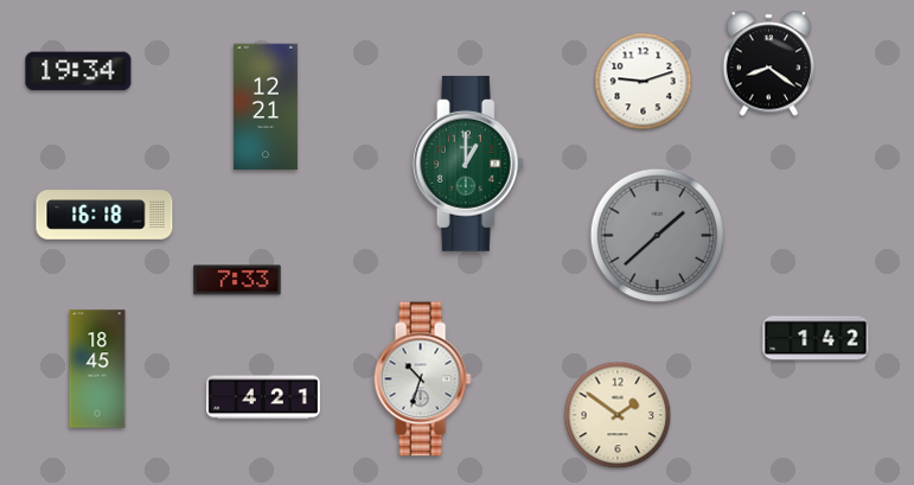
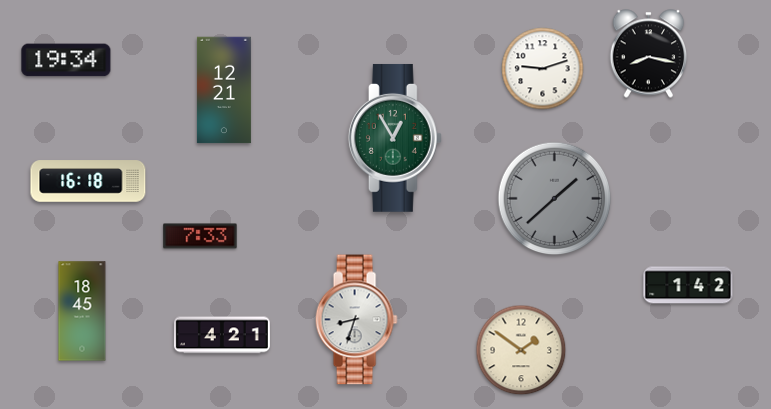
clock at (769, 64): 8:21 -> 8:17
clock at (468, 164): 1:00 -> 12:55
clock at (422, 379): 10:33 -> 8:33
